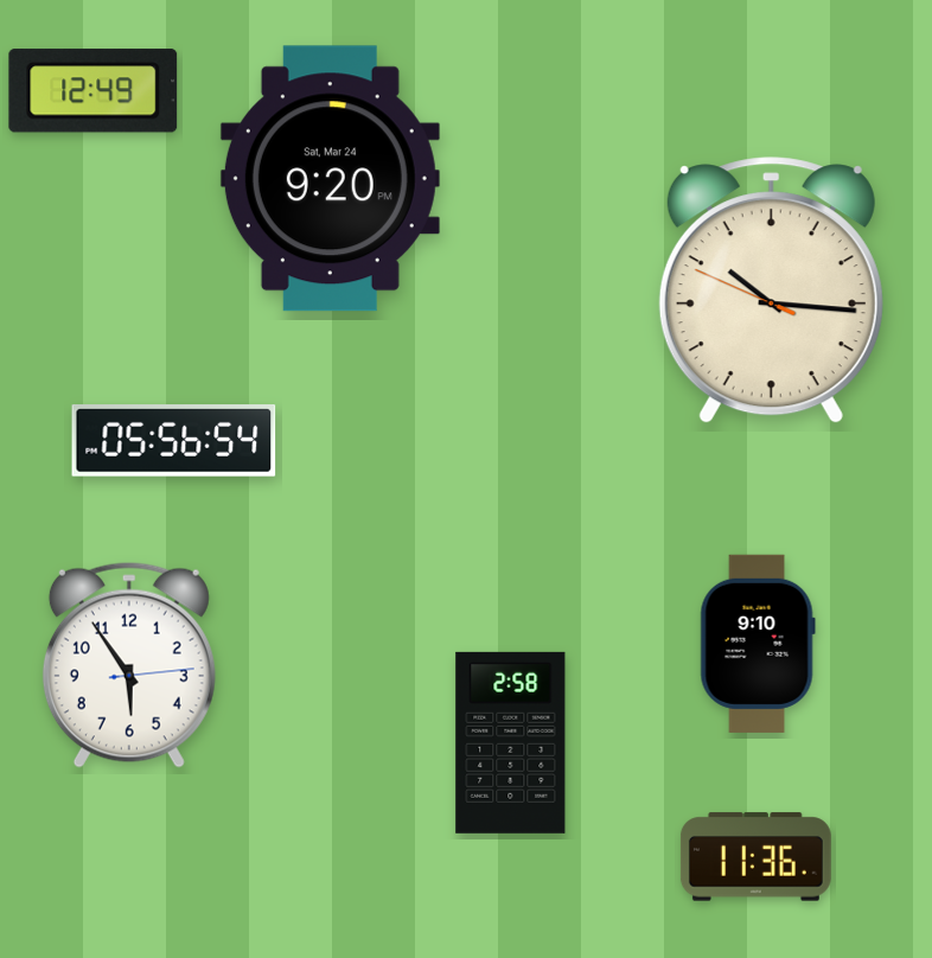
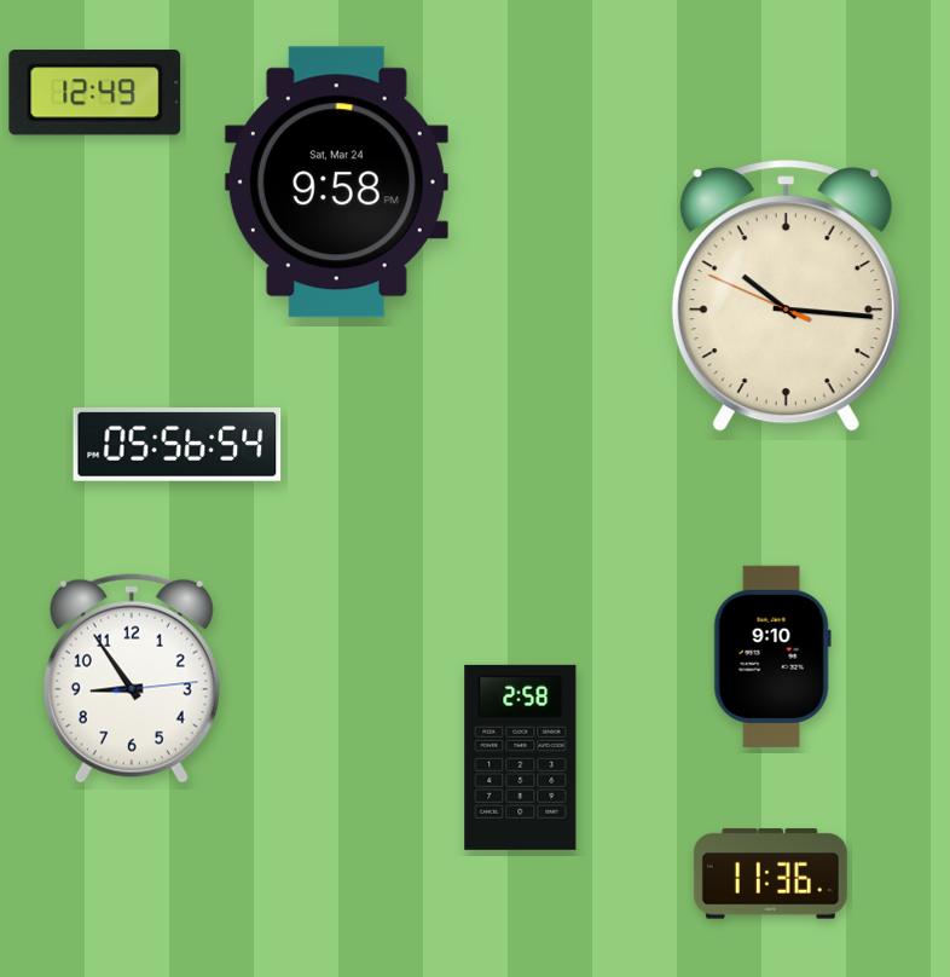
clock at (330, 179): 9:20 -> 9:58
clock at (174, 441) position: (174, 441) -> (178, 445)
clock at (129, 665): 5:54 -> 8:54
